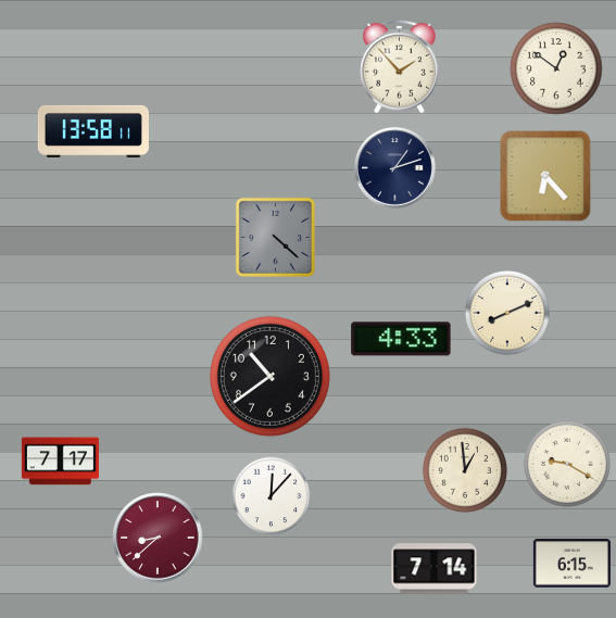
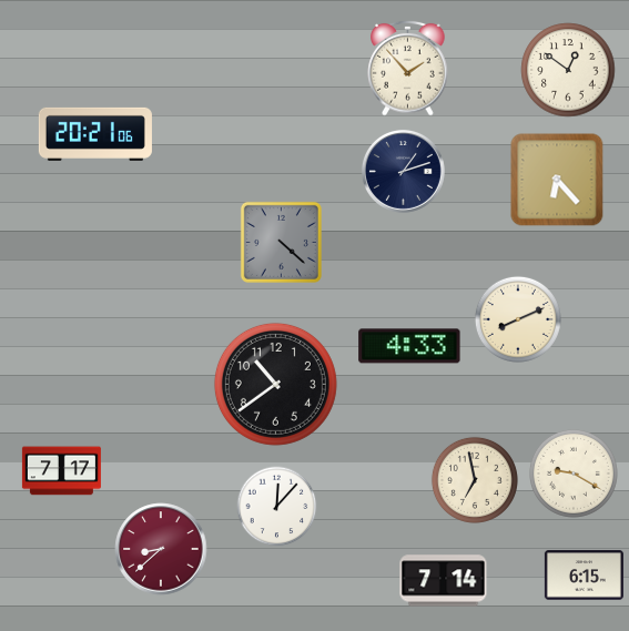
clock at (93, 131): 13:58 -> 20:21
clock at (567, 464) position: (567, 464) -> (574, 474)
clock at (465, 470): 12:59 -> 6:58
